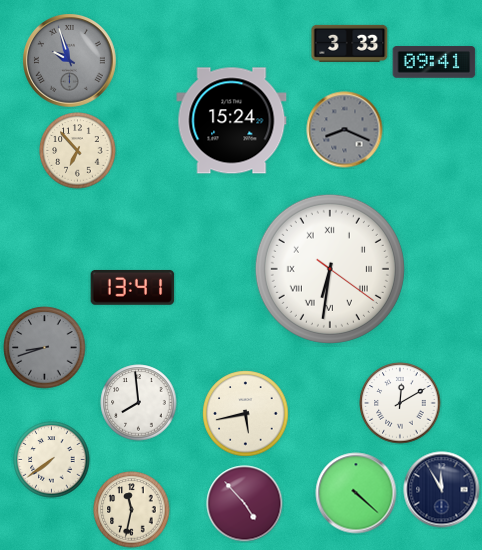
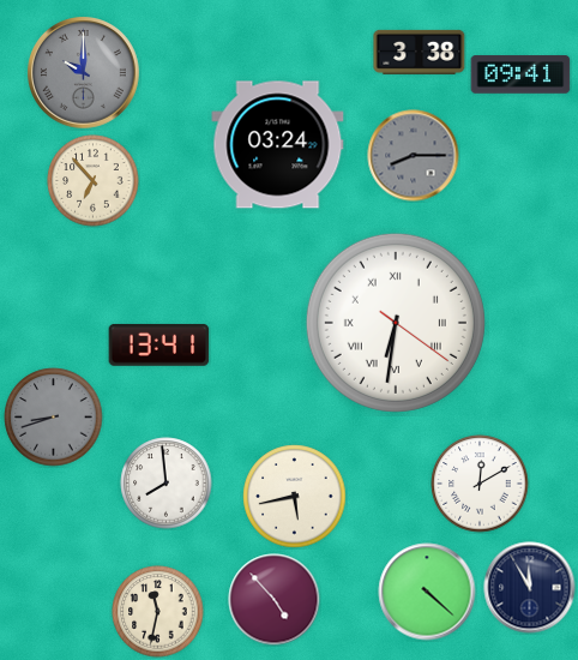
clock at (350, 43): 3:33 -> 3:38
clock at (70, 61): 9:57 -> 10:00
clock at (232, 121): 15:24 -> 03:24
clock at (345, 130): 8:19 -> 8:15
clock at (52, 460): 7:39 -> none
clock at (245, 504) position: (245, 504) -> (275, 600)
